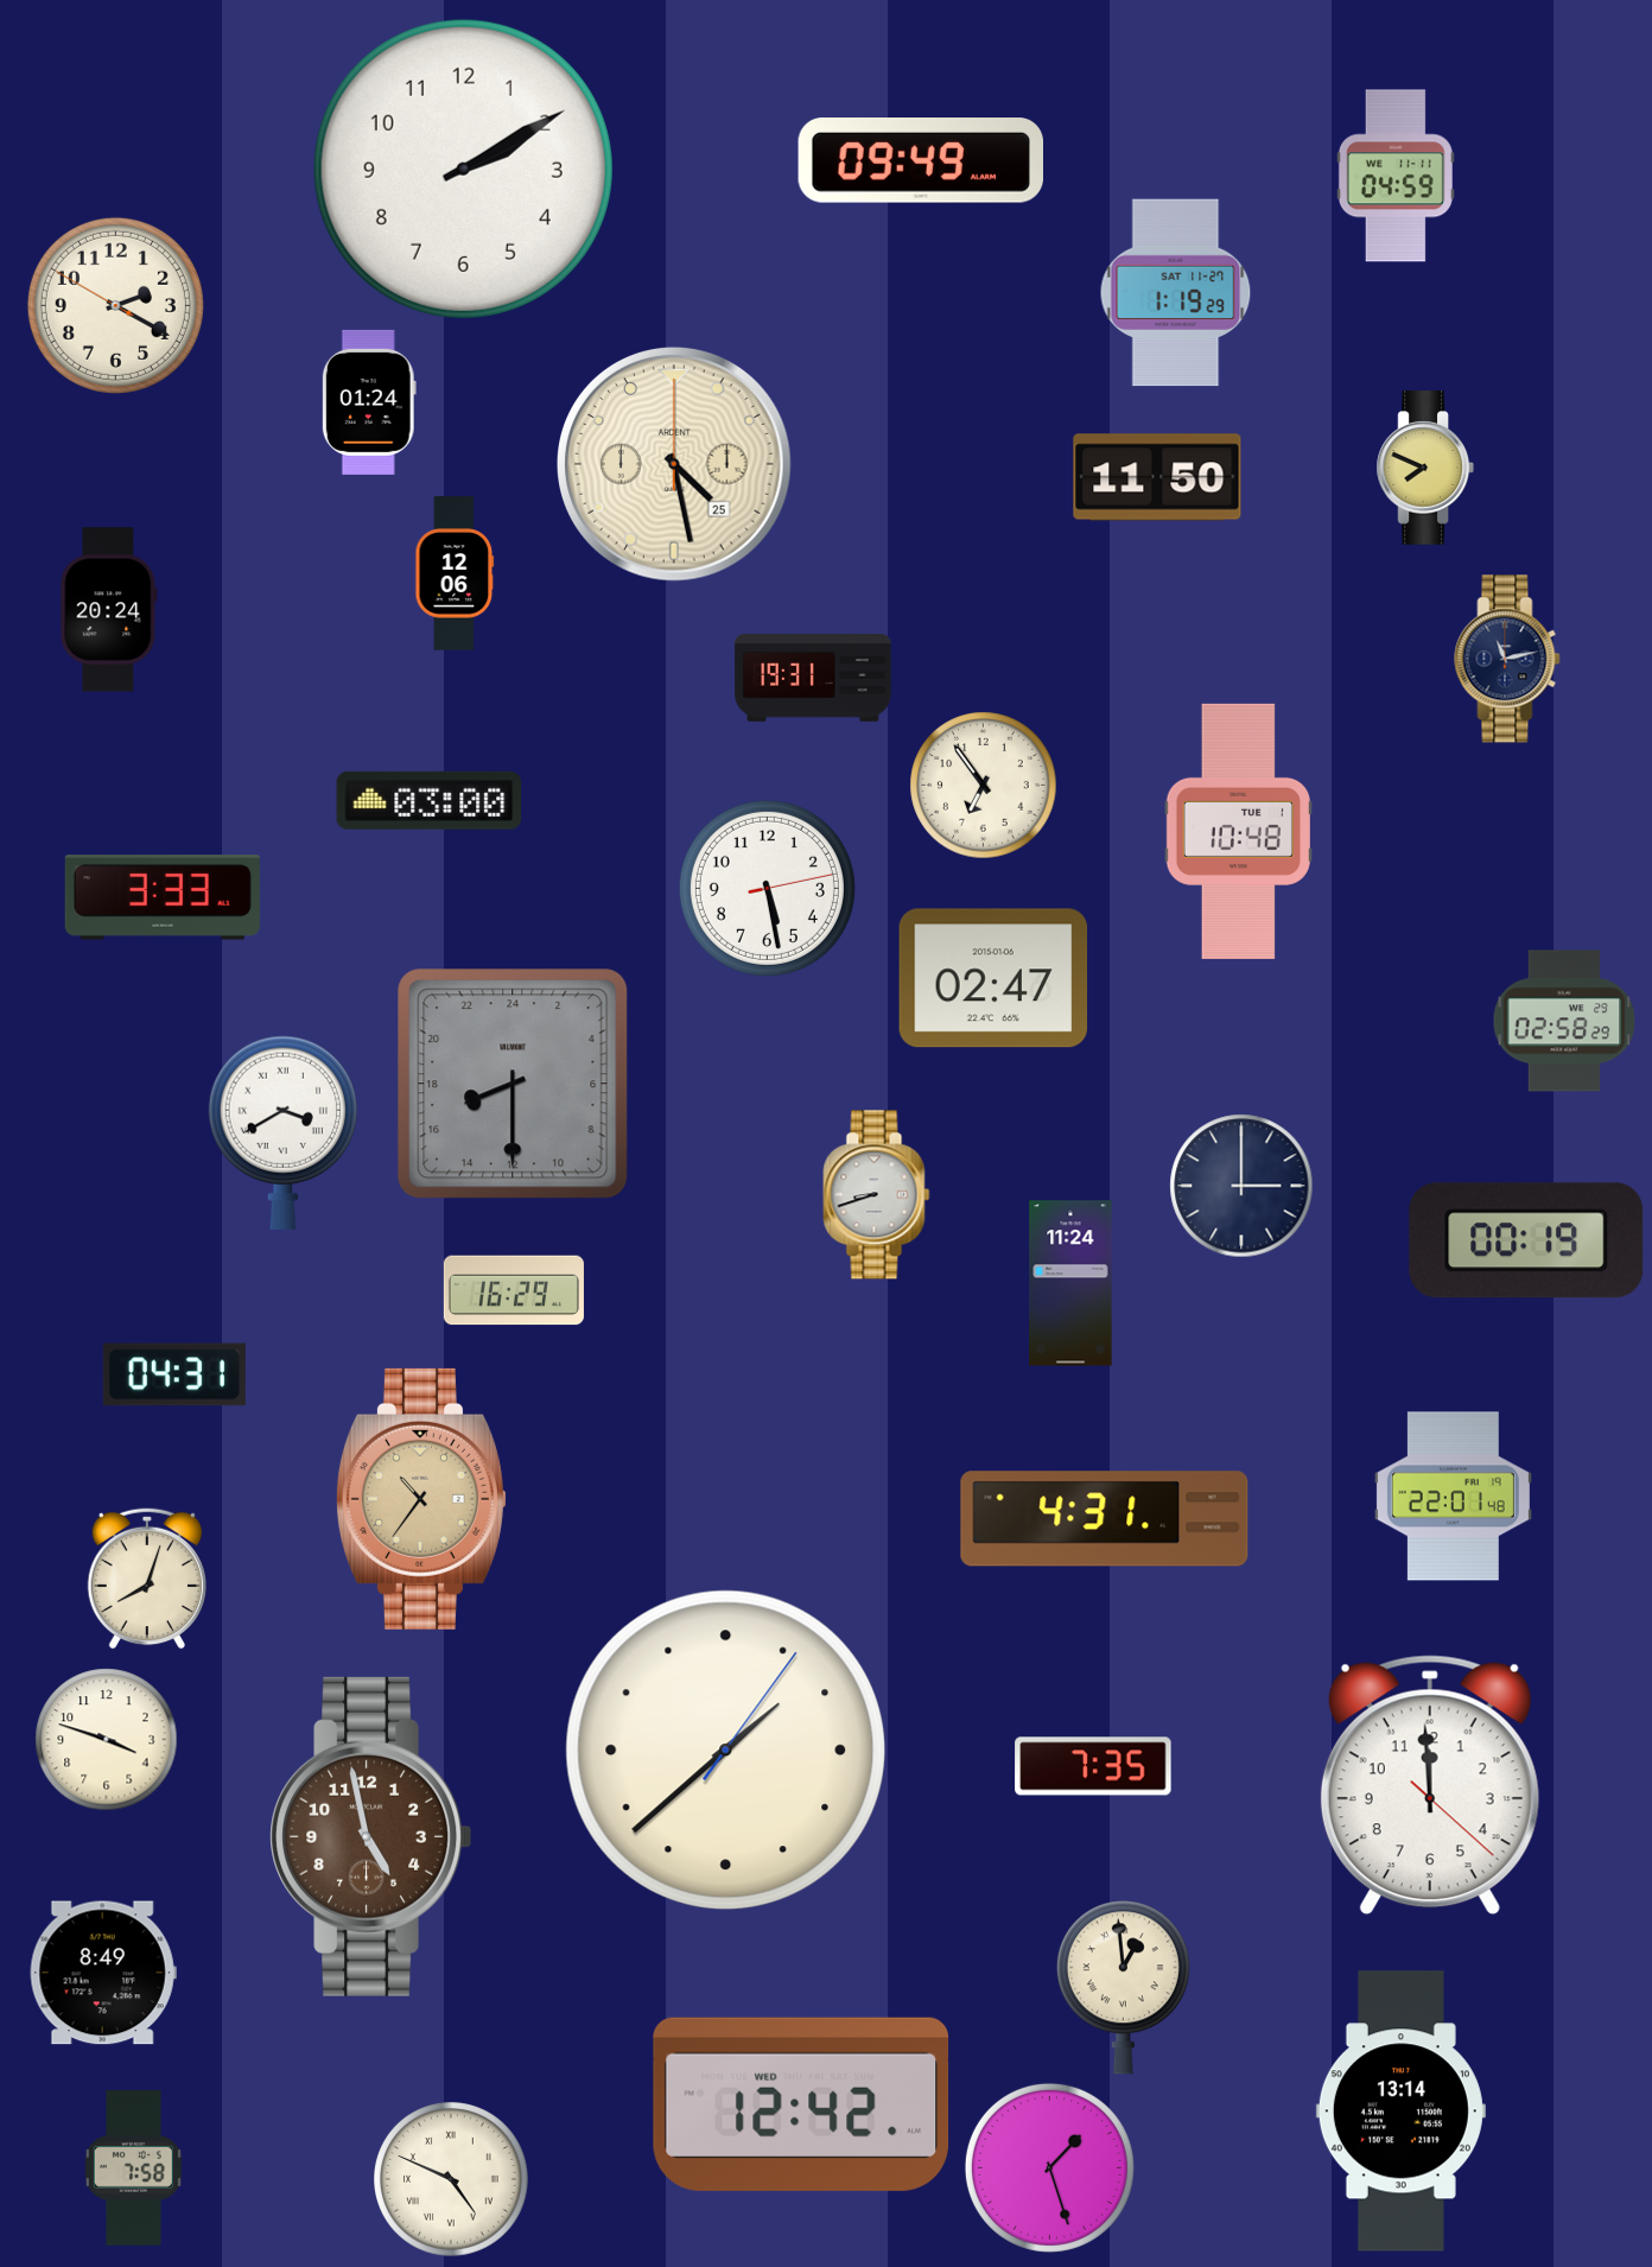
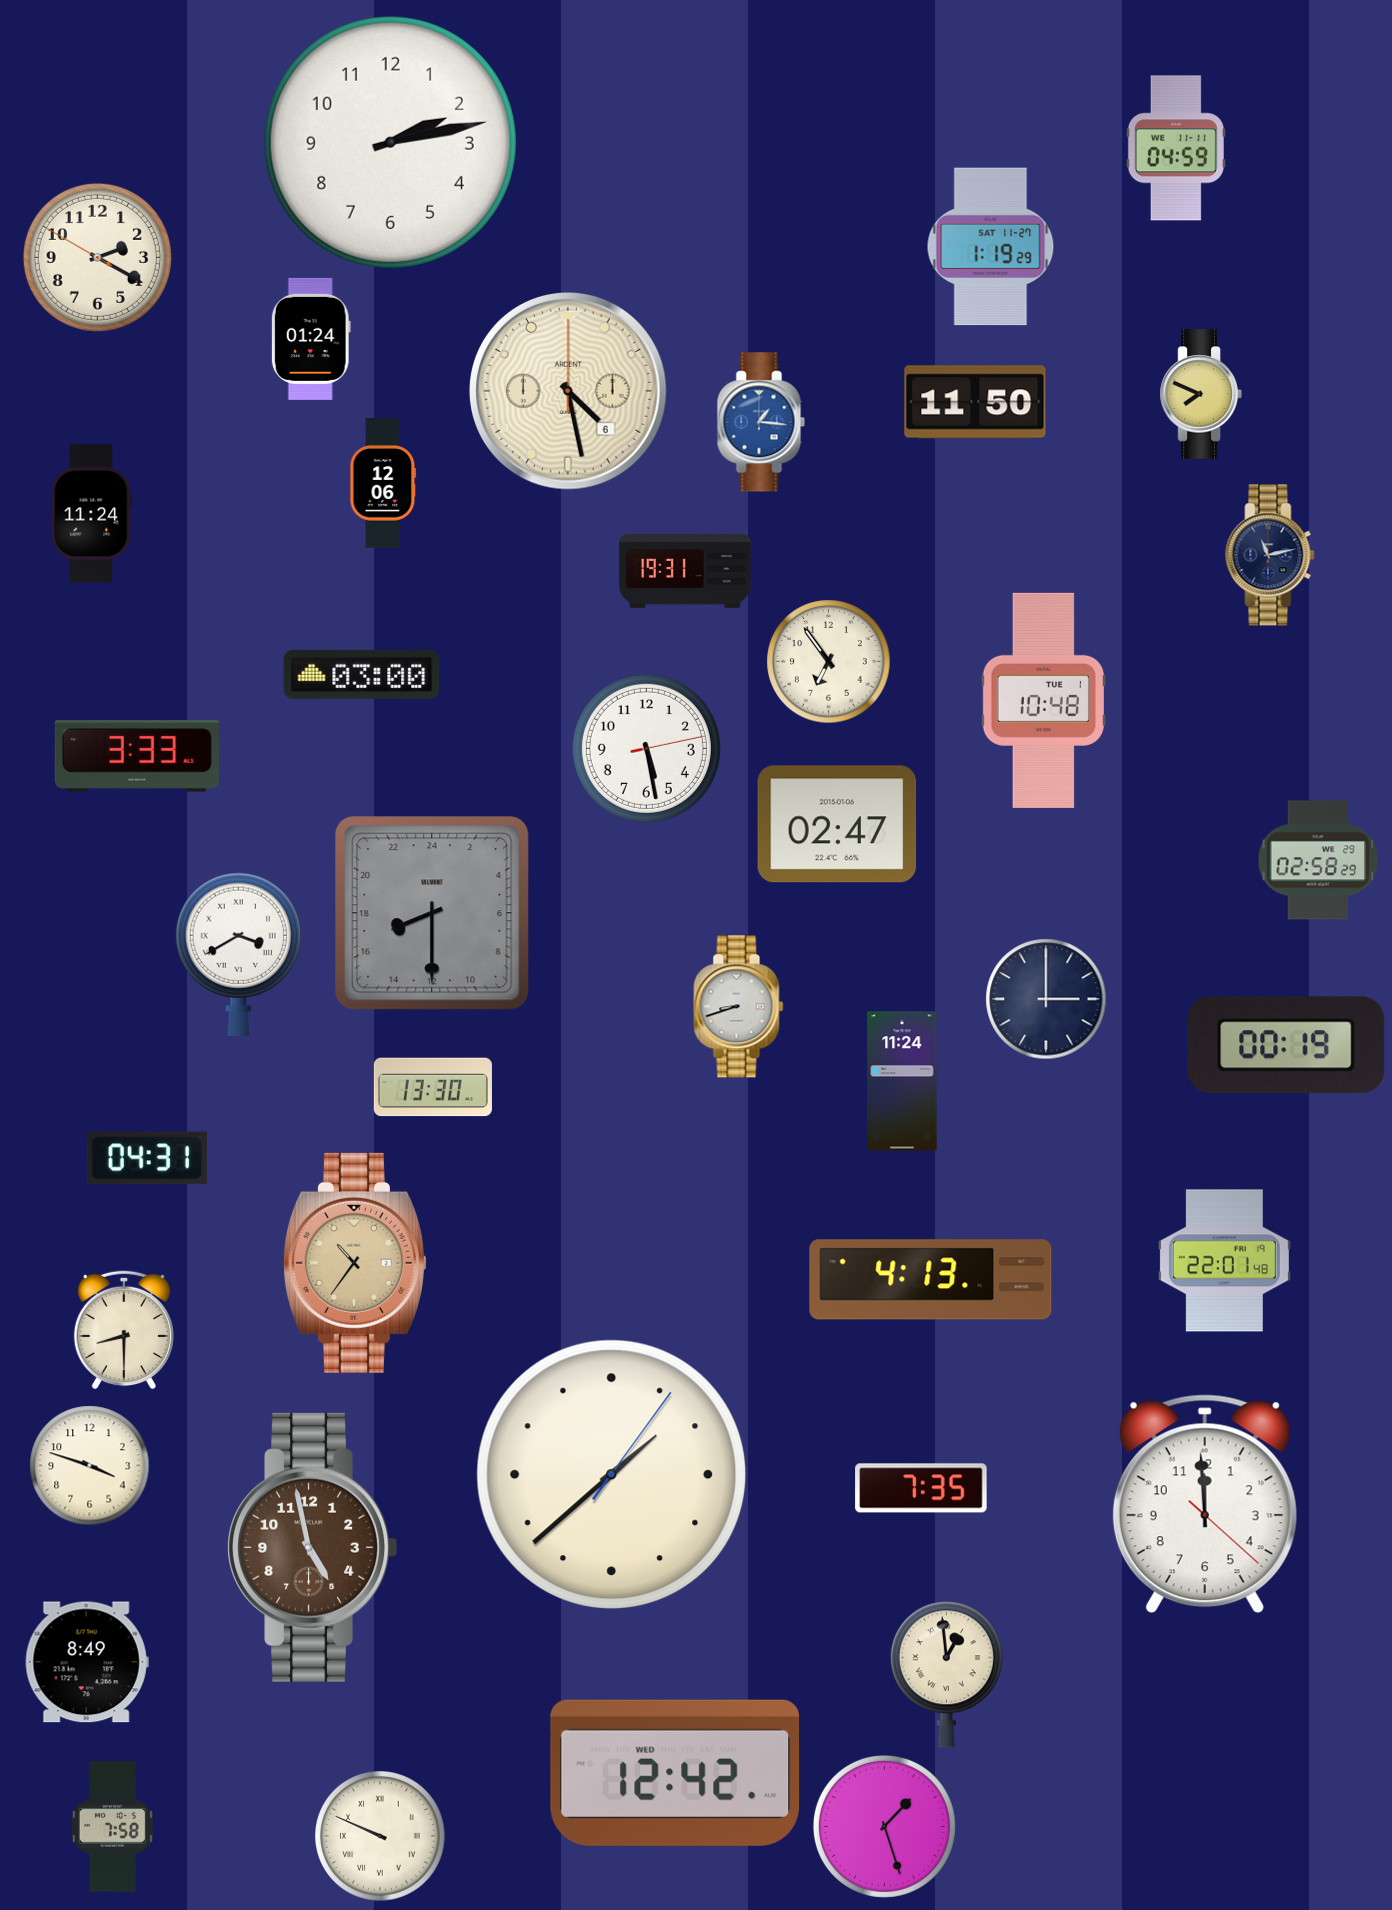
clock at (920, 161): 09:49 -> none
clock at (463, 169): 2:10 -> 2:13
clock at (675, 465) date: 25 -> 6
clock at (761, 422): none -> 1:16
clock at (109, 610): 20:24 -> 11:24
clock at (514, 1290): 16:29 -> 13:30
clock at (1105, 1519): 4:31 -> 4:13
clock at (146, 1579): 8:03 -> 8:30
clock at (1400, 2112): 13:14 -> none
clock at (452, 2180): 4:49 -> 9:49
